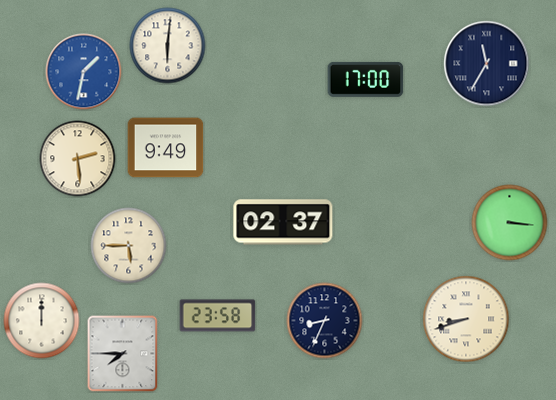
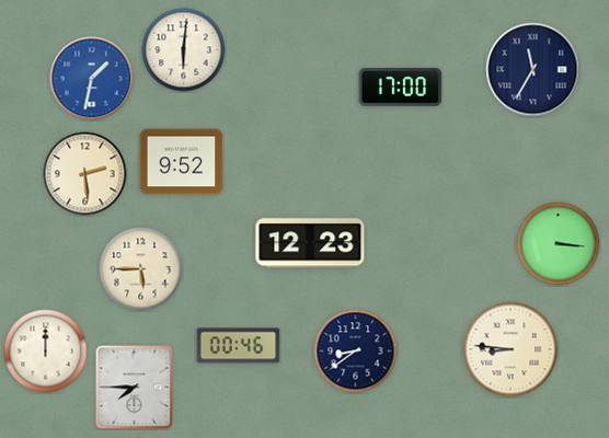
clock at (166, 148): 9:49 -> 9:52
clock at (283, 222): 02:37 -> 12:23
clock at (218, 316): 23:58 -> 00:46
clock at (466, 319): 8:42 -> 8:46
clock at (325, 321): 8:34 -> 8:39
